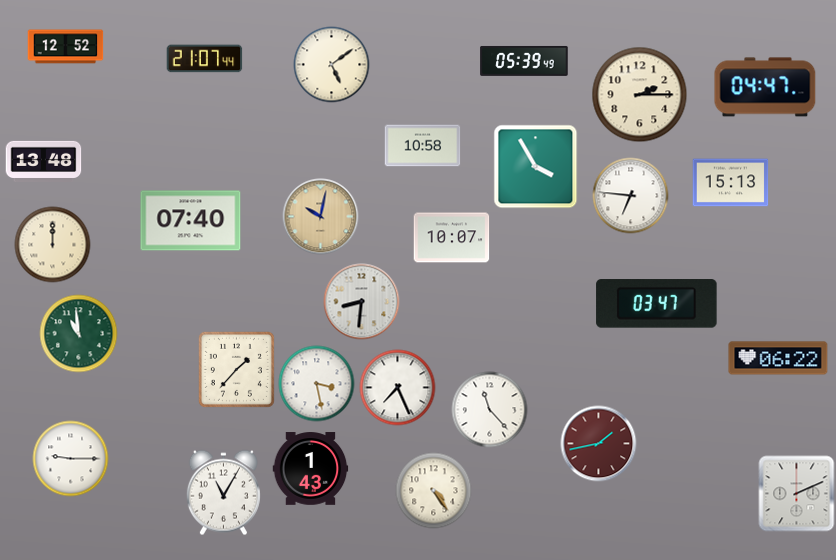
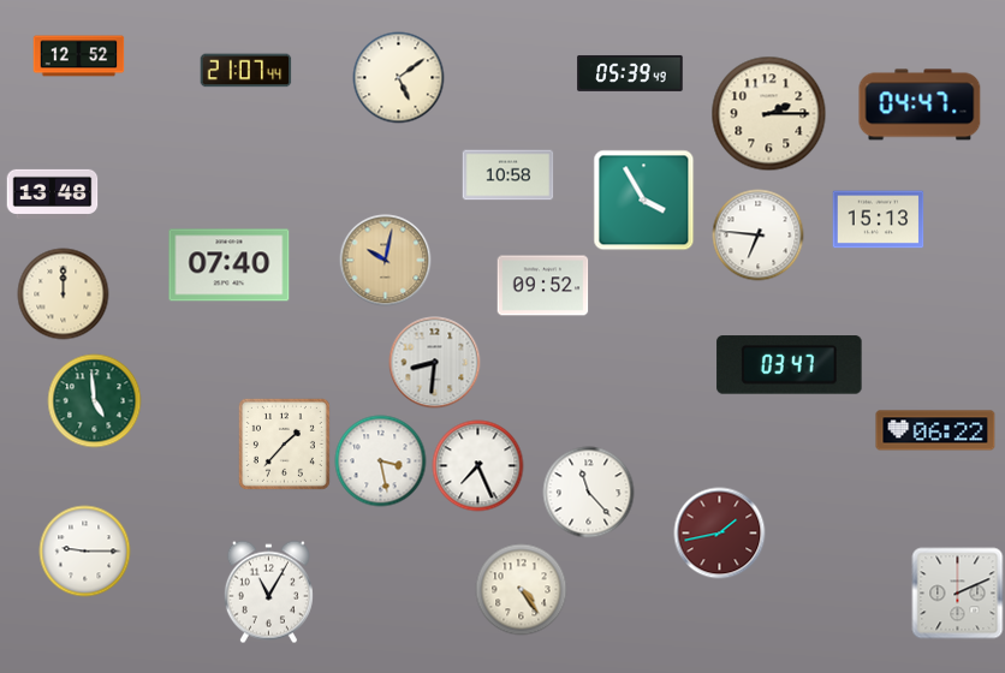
clock at (452, 238): 10:07 -> 09:52
clock at (79, 334): 10:59 -> 4:59
clock at (311, 469): 1:43 -> none
